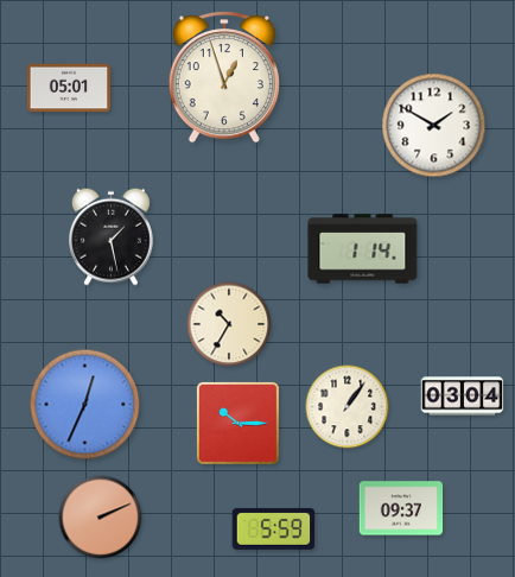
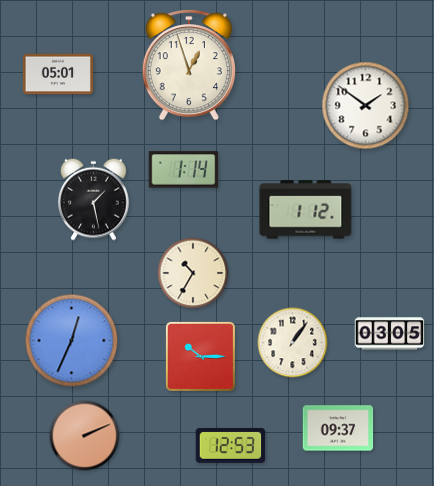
clock at (434, 126): 1:50 -> 1:51
clock at (184, 170): none -> 1:14
clock at (363, 249): 1:14 -> 1:12
clock at (463, 397): 03:04 -> 03:05
clock at (274, 528): 5:59 -> 12:53
